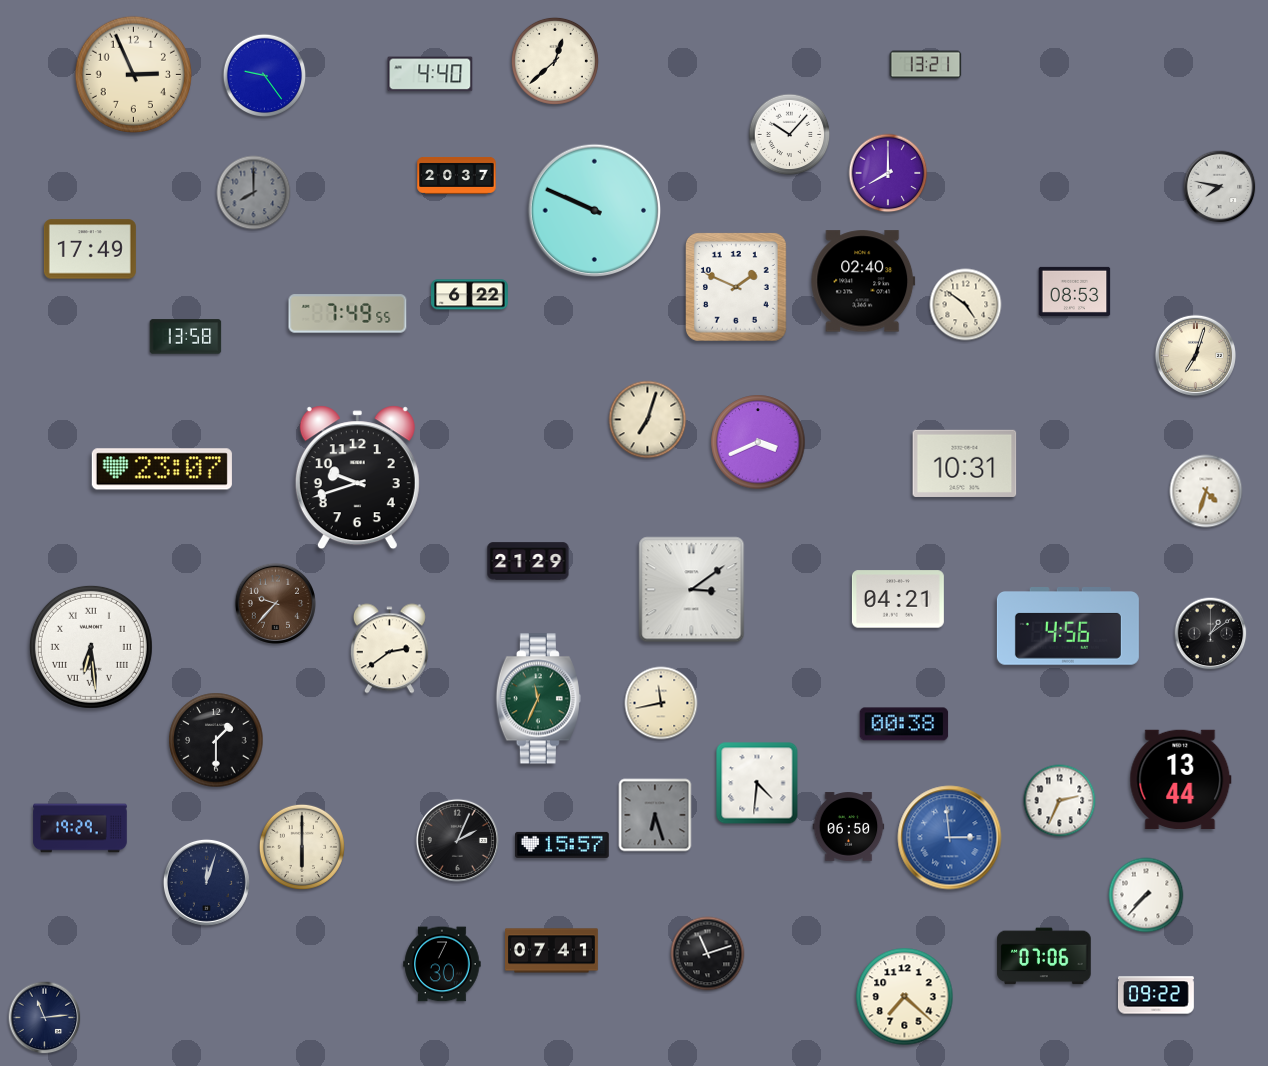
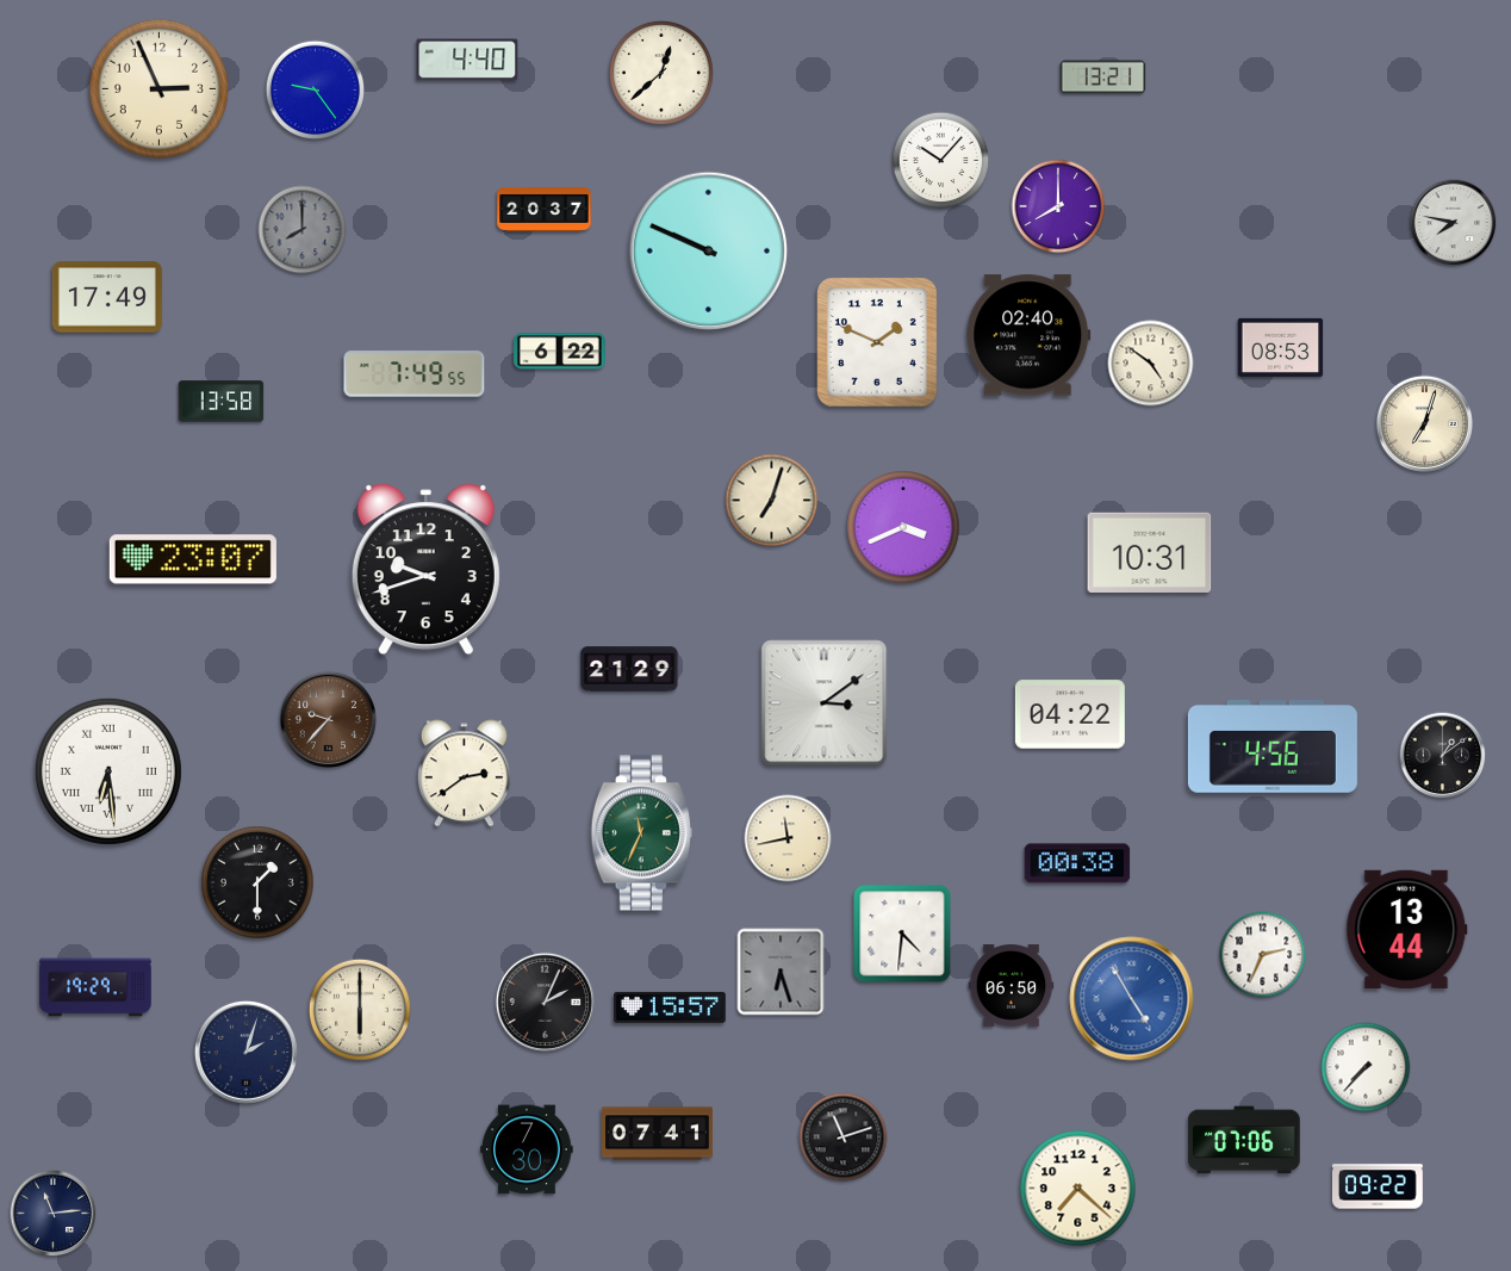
clock at (430, 74) position: (430, 74) -> (467, 60)
clock at (1206, 491): 4:33 -> none
clock at (898, 599): 04:21 -> 04:22
clock at (950, 838): 2:59 -> 4:55
clock at (206, 882): 12:03 -> 2:03
